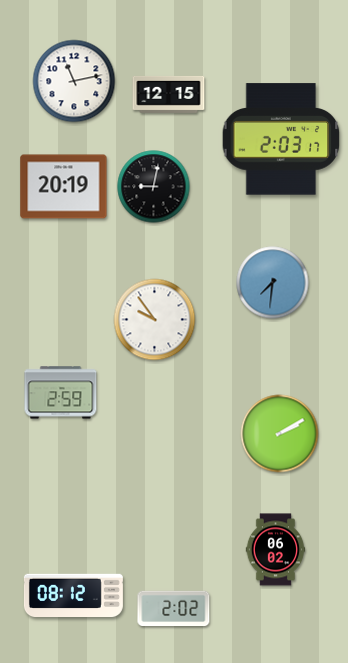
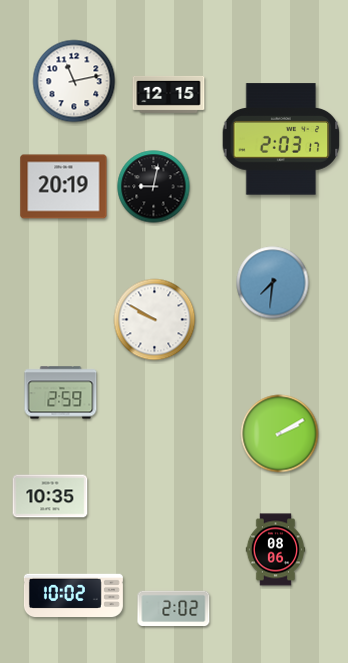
clock at (155, 320): 9:54 -> 9:50
clock at (50, 496): none -> 10:35
clock at (276, 550): 06:02 -> 08:06
clock at (73, 596): 08:12 -> 10:02
